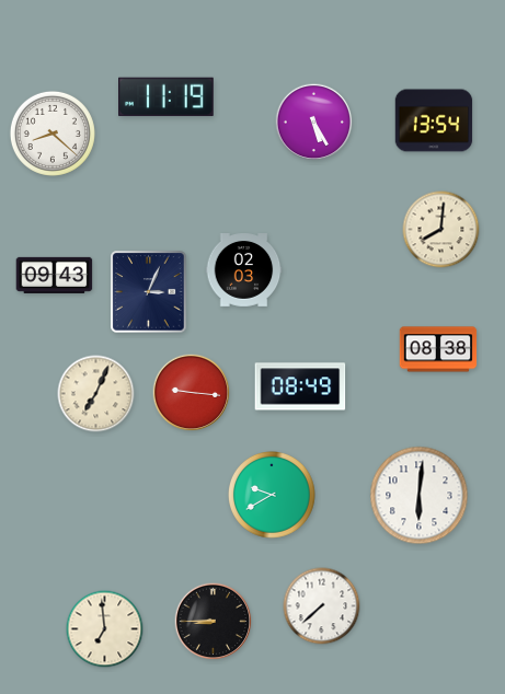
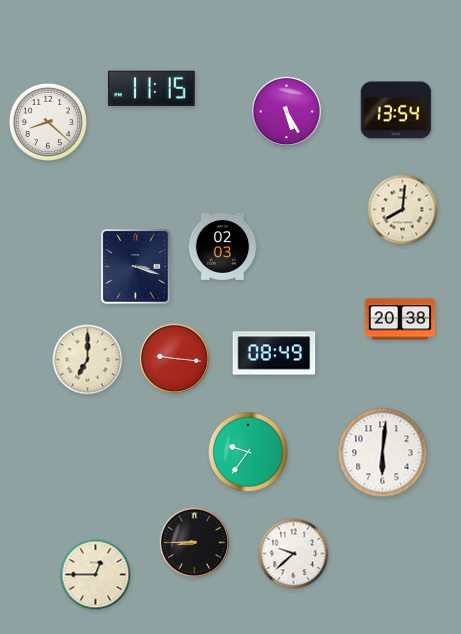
clock at (167, 97): 11:19 -> 11:15
clock at (55, 275): 09:43 -> none
clock at (149, 292): 3:04 -> 3:18
clock at (438, 349): 08:38 -> 20:38
clock at (96, 394): 7:04 -> 7:00
clock at (273, 496): 9:40 -> 9:36
clock at (322, 606): 7:38 -> 9:38
clock at (214, 622) position: (214, 622) -> (195, 543)
clock at (105, 629): 6:59 -> 12:45
